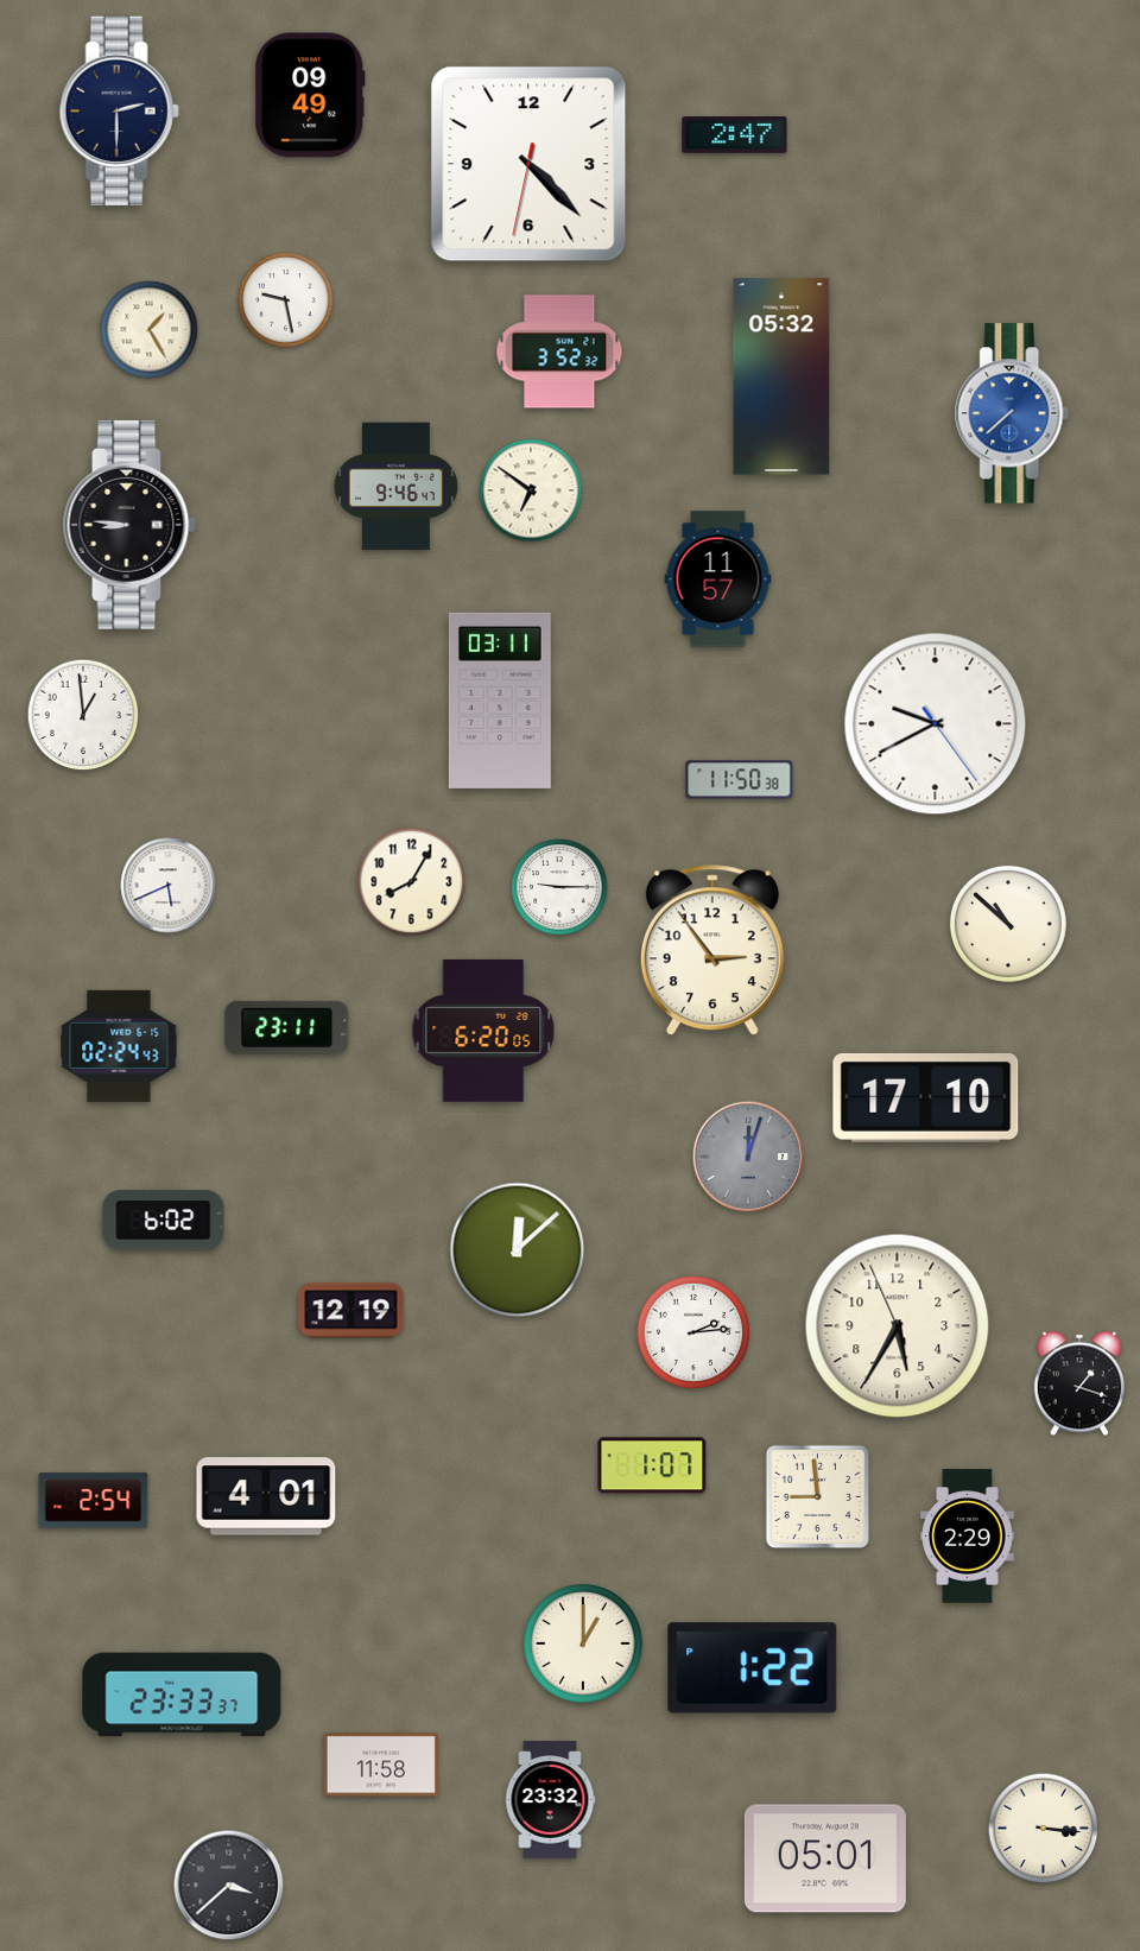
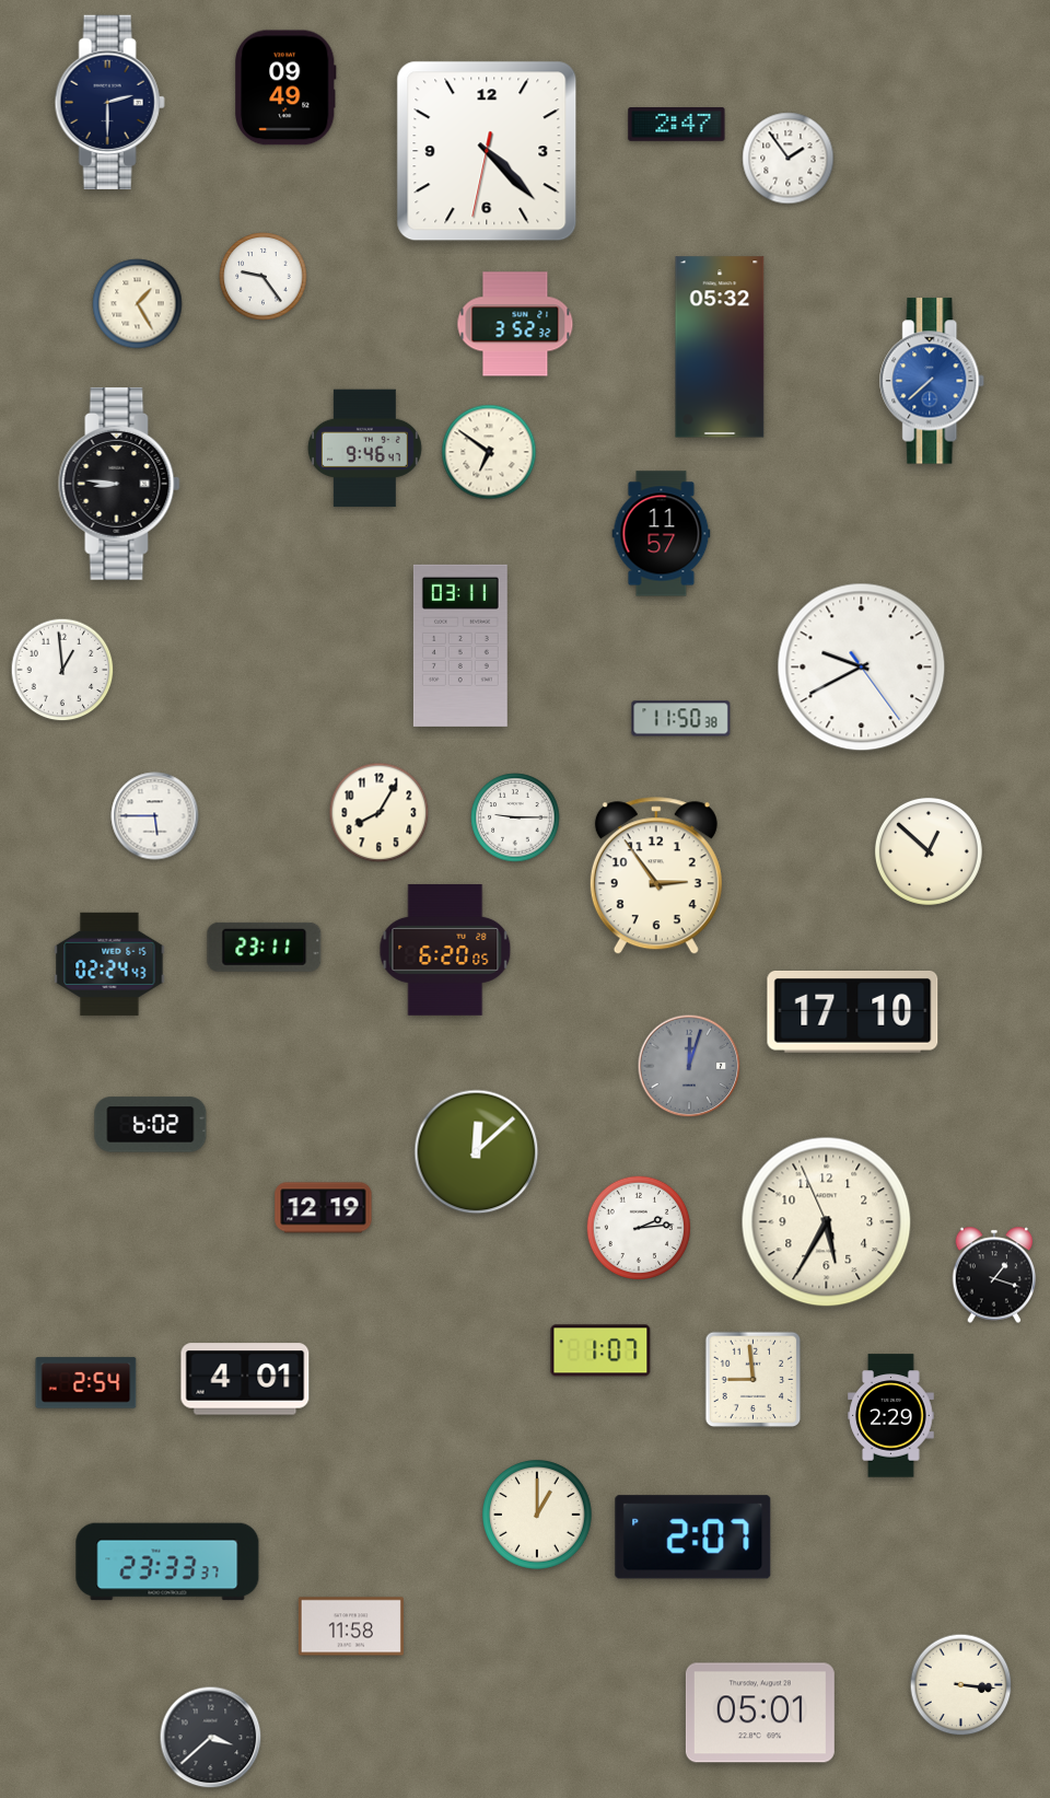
clock at (789, 159): none -> 1:54
clock at (286, 300): 9:28 -> 9:24
clock at (83, 715) position: (83, 715) -> (62, 670)
clock at (169, 886): 5:41 -> 5:45
clock at (1008, 924): 10:52 -> 12:52
clock at (753, 1668): 1:22 -> 2:07
clock at (550, 1800): 23:32 -> none
